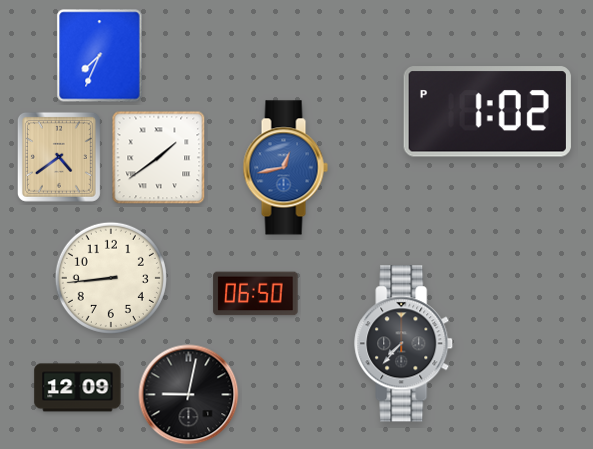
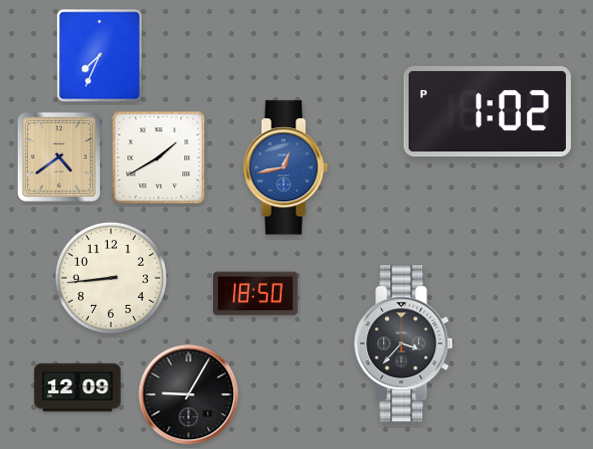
clock at (159, 158): 1:39 -> 1:40
clock at (256, 294): 06:50 -> 18:50
clock at (404, 344): 7:37 -> 3:37
clock at (189, 395): 9:02 -> 9:05
